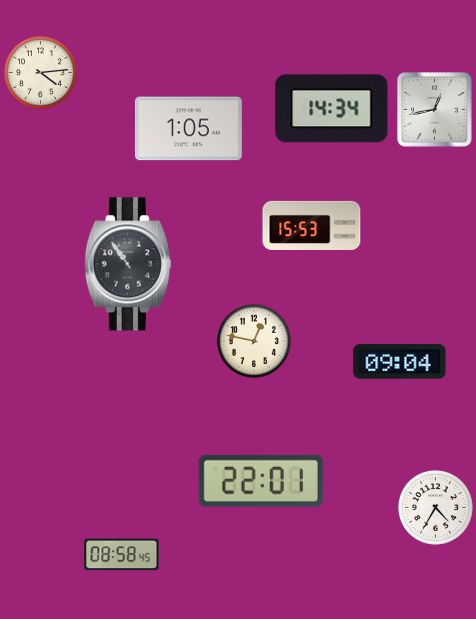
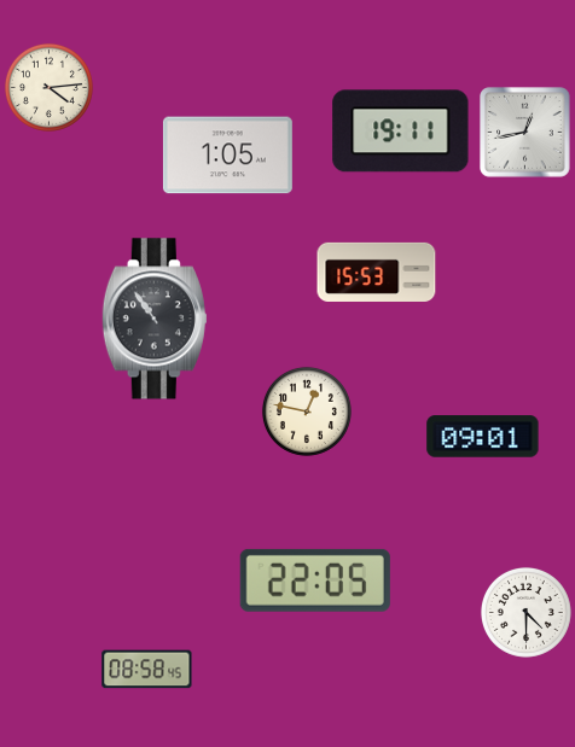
clock at (332, 109): 14:34 -> 19:11
clock at (400, 362): 09:04 -> 09:01
clock at (261, 481): 22:01 -> 22:05
clock at (435, 507): 4:35 -> 4:30
